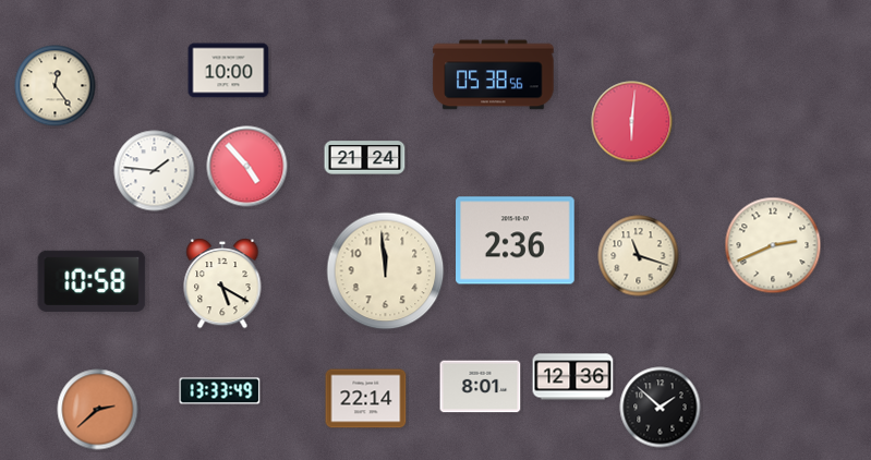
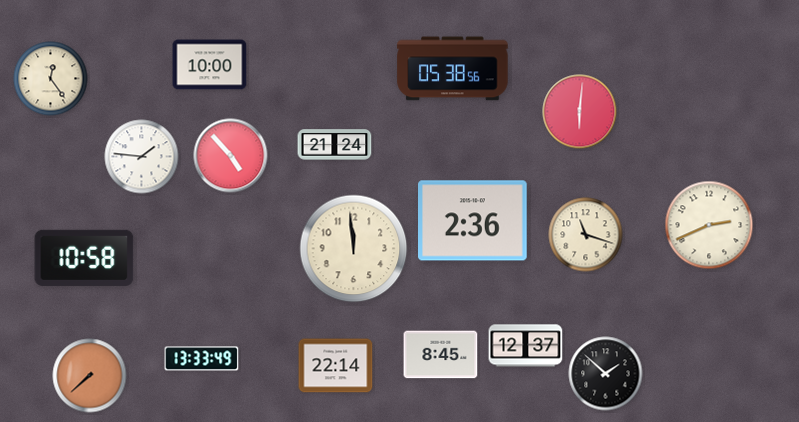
clock at (247, 167) position: (247, 167) -> (231, 156)
clock at (222, 285): 5:20 -> none
clock at (573, 377): 12:36 -> 12:37
clock at (481, 387): 8:01 -> 8:45
clock at (98, 410): 2:38 -> 7:38
